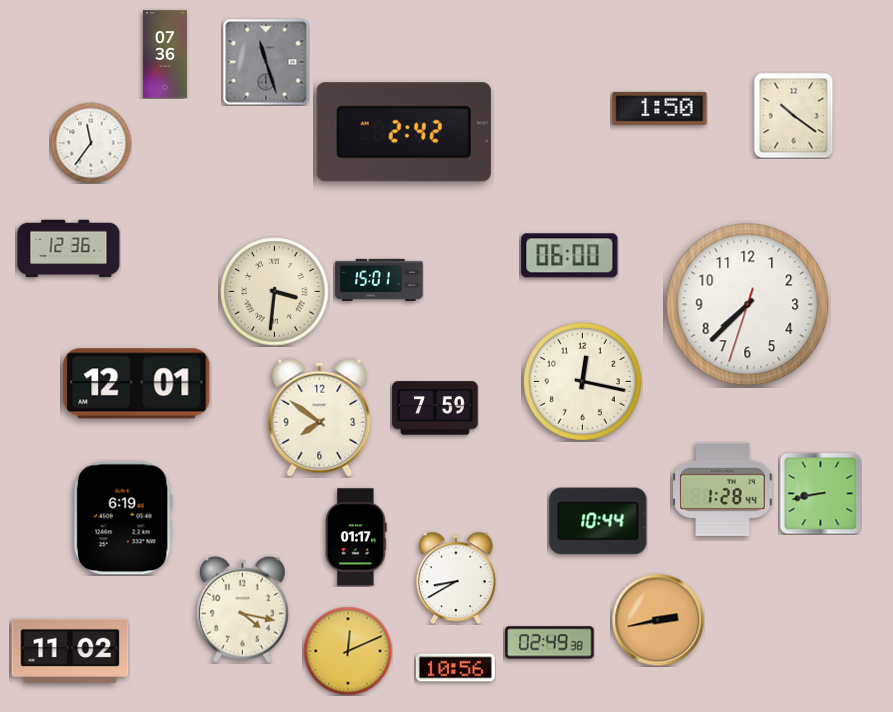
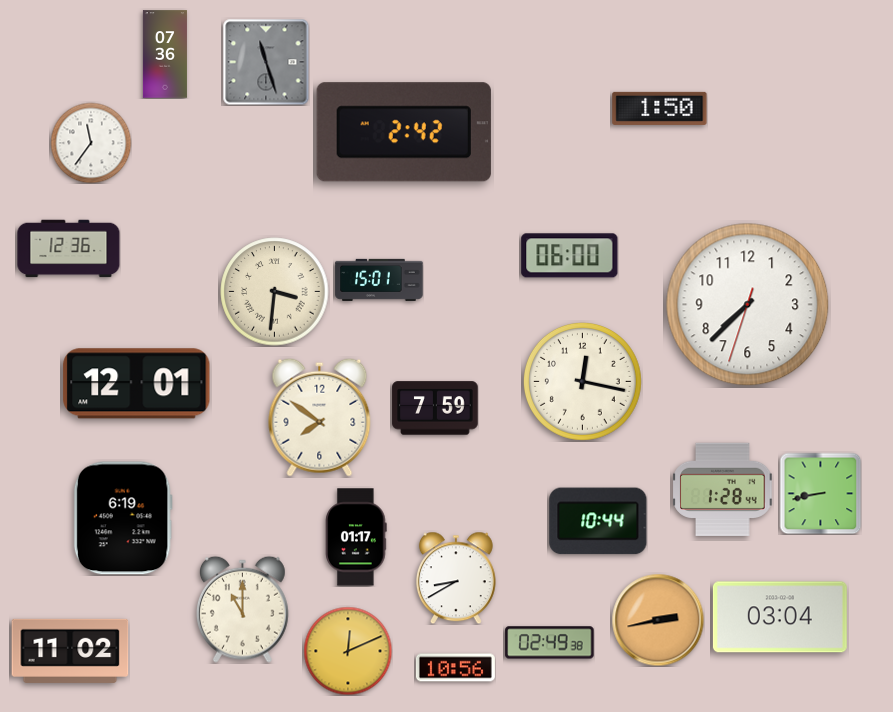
clock at (794, 115): 10:21 -> none
clock at (242, 609): 4:17 -> 11:00
clock at (780, 617): none -> 03:04
